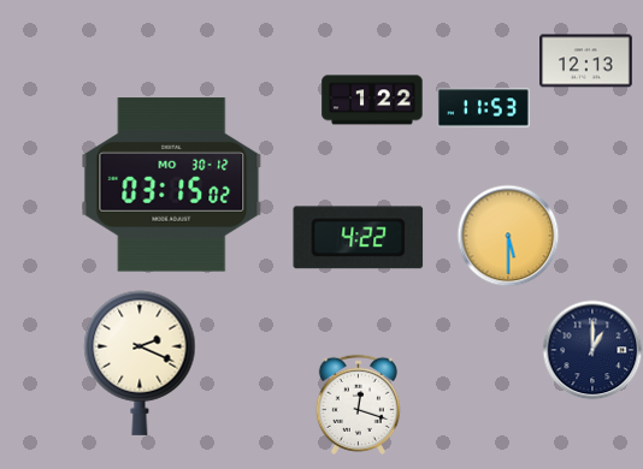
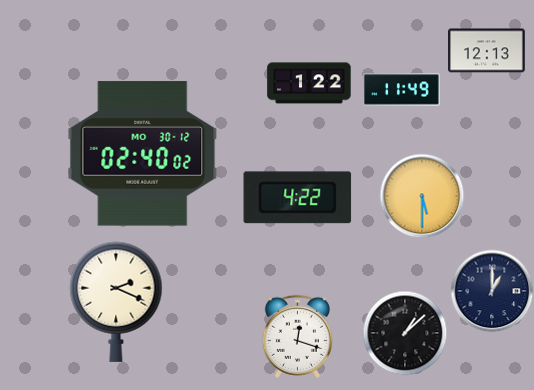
clock at (484, 108): 11:53 -> 11:49
clock at (172, 185): 03:15 -> 02:40
clock at (405, 333): none -> 1:08
